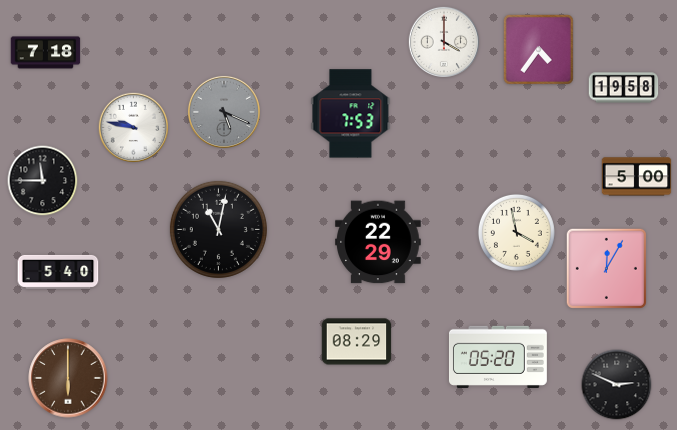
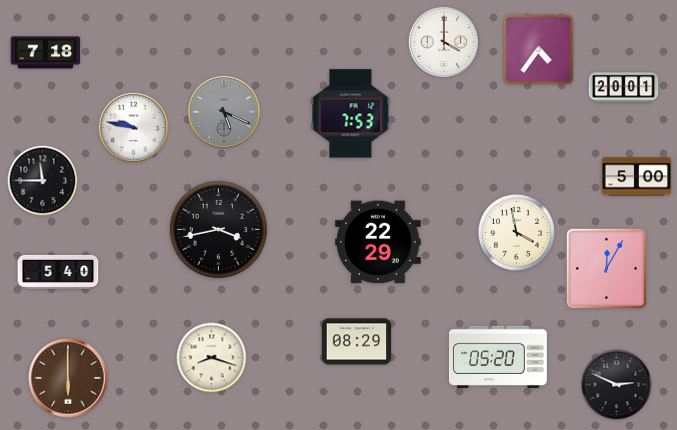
clock at (624, 88): 19:58 -> 20:01
clock at (218, 229): 11:02 -> 3:43
clock at (212, 358): none -> 8:18
